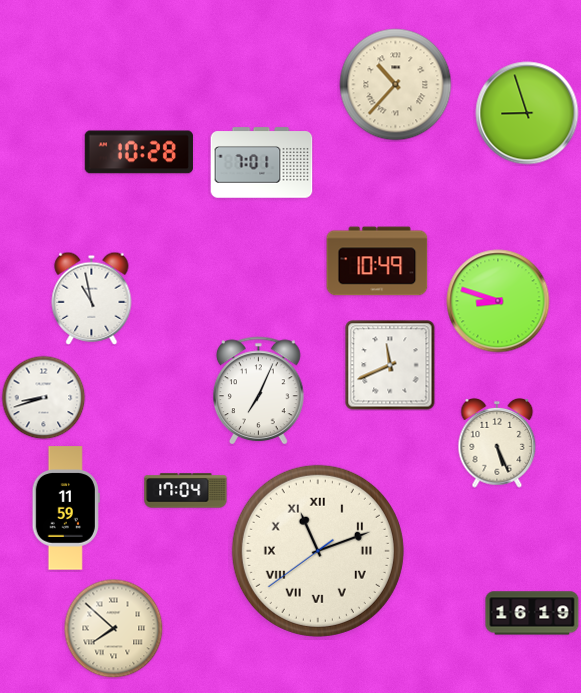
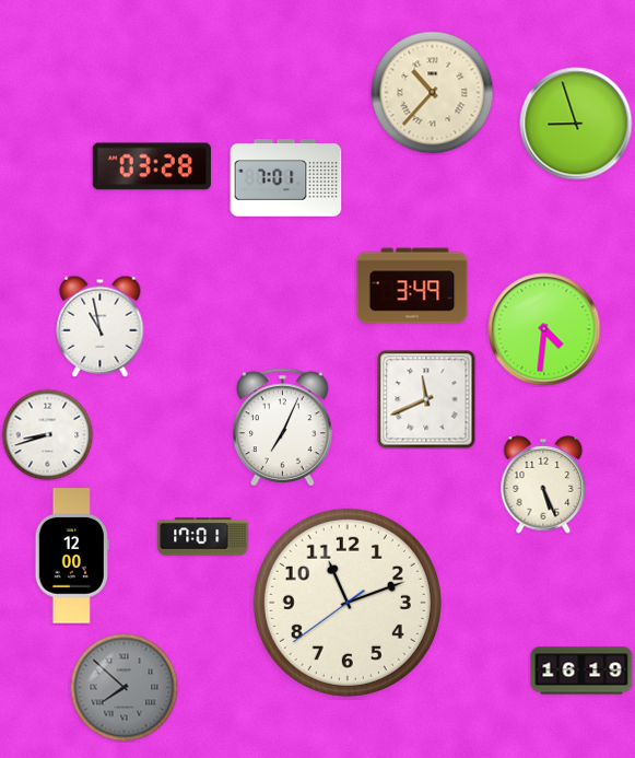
clock at (139, 152): 10:28 -> 03:28
clock at (377, 261): 10:49 -> 3:49
clock at (498, 301): 8:48 -> 4:31
clock at (186, 491): 17:04 -> 17:01
clock at (66, 508): 11:59 -> 12:00
clock at (318, 551) numerals: Roman -> Arabic
clock at (114, 629) dial: cream -> grey
